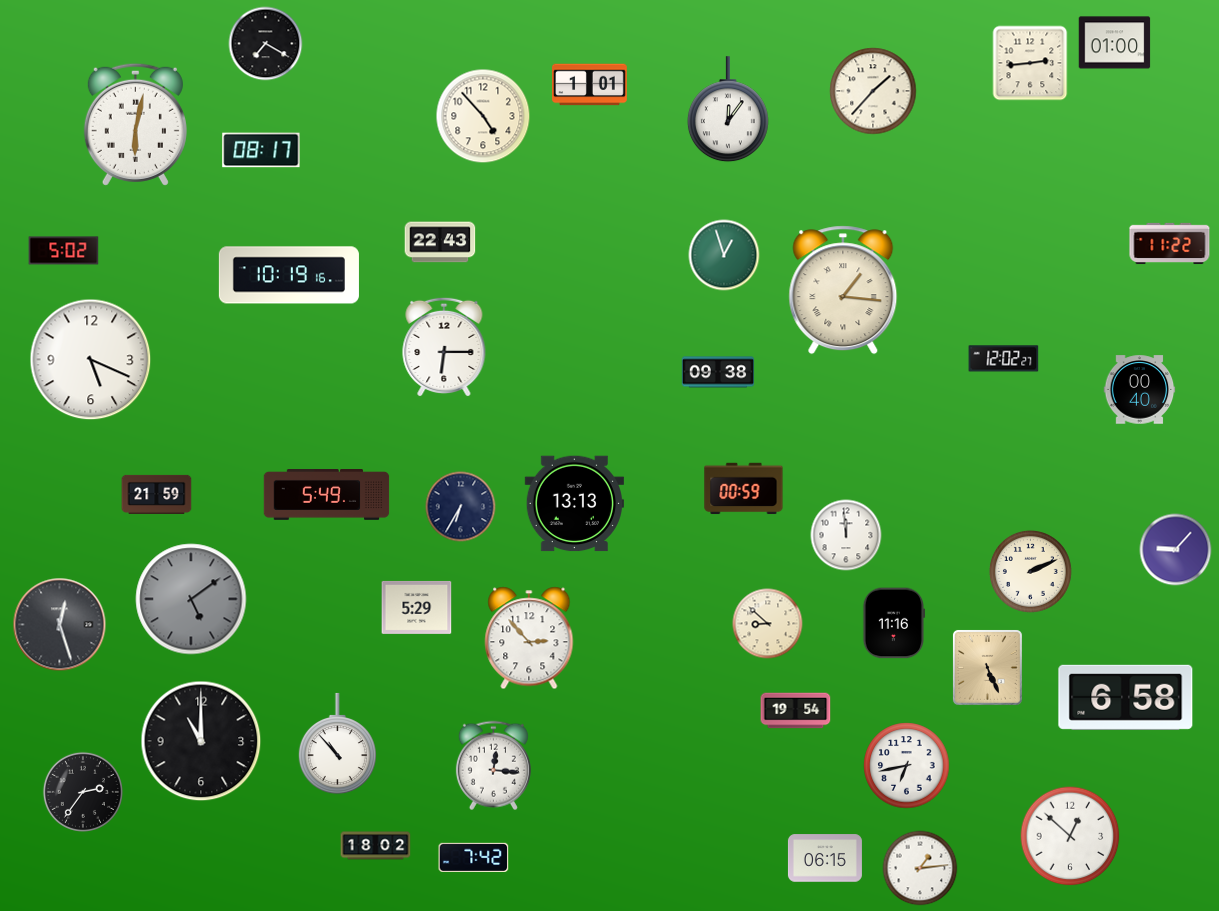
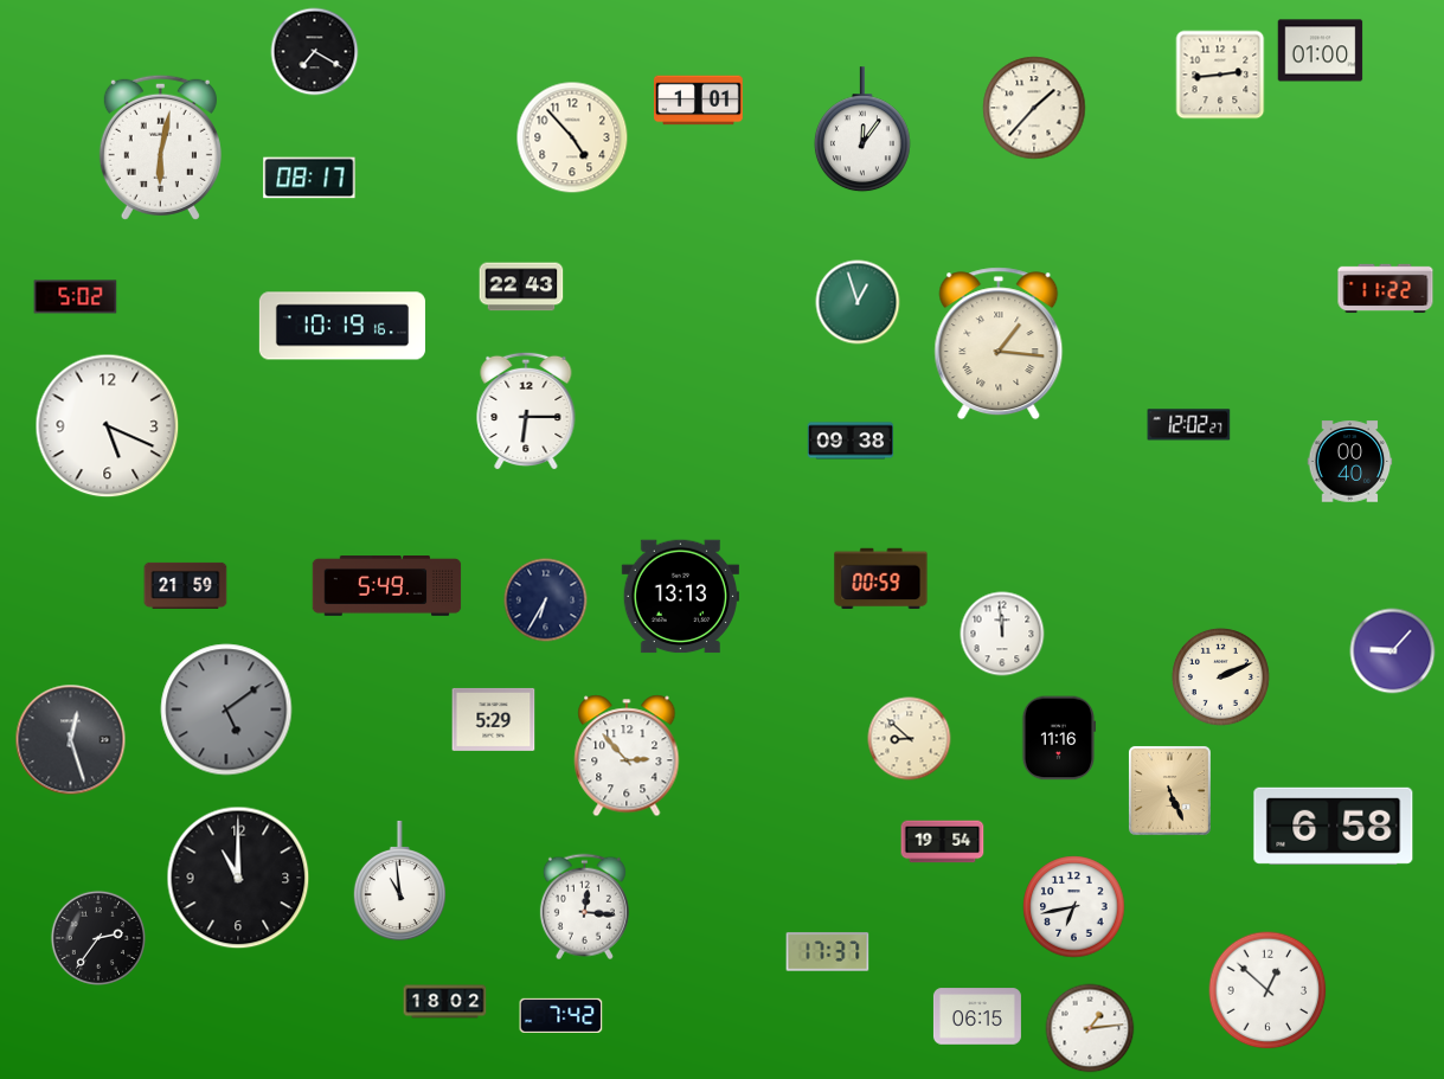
clock at (337, 744): 10:53 -> 10:59
clock at (828, 952): none -> 17:37
